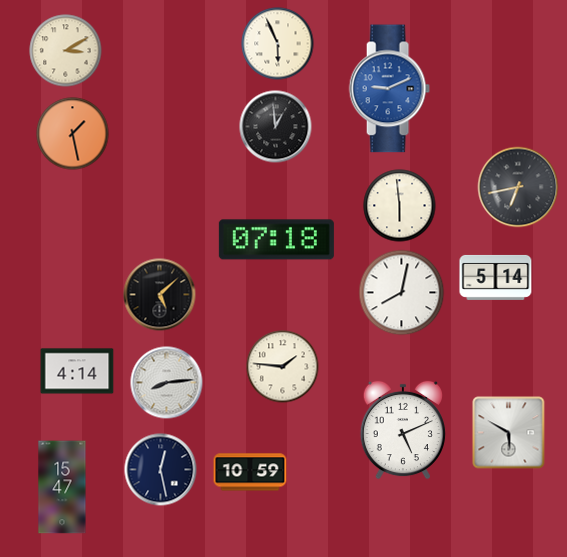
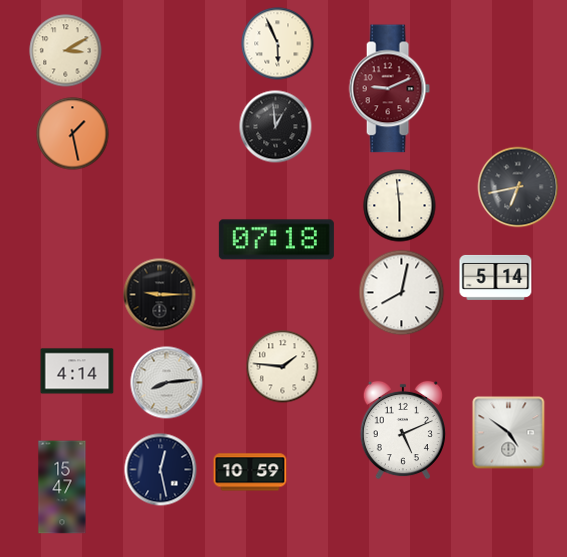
clock at (389, 89) dial: blue -> burgundy
clock at (160, 295): 5:08 -> 9:15
clock at (509, 433): 5:50 -> 4:51
